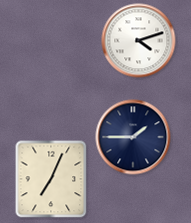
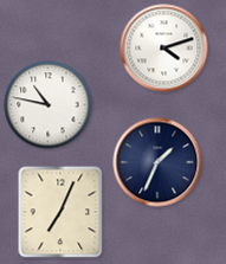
clock at (49, 105): none -> 10:47
clock at (133, 137): 1:45 -> 1:34
